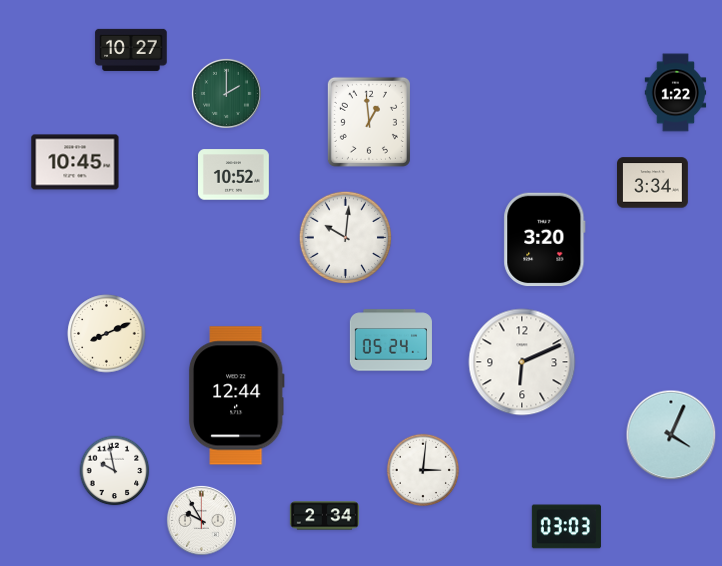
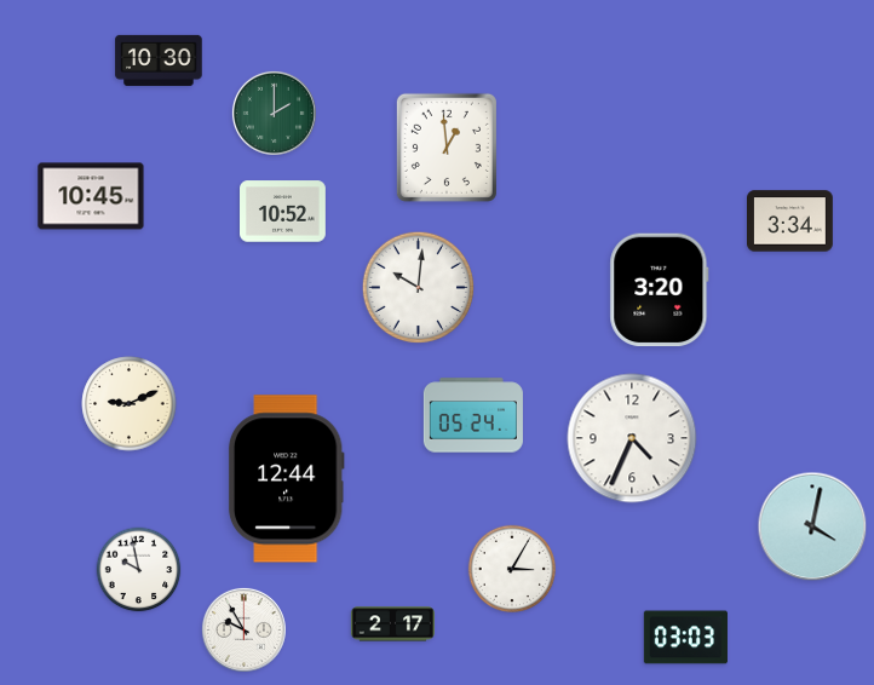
clock at (131, 50): 10:27 -> 10:30
clock at (676, 93): 1:22 -> none
clock at (107, 334): 8:11 -> 9:11
clock at (391, 340) position: (391, 340) -> (473, 415)
clock at (522, 362): 6:11 -> 4:34
clock at (671, 435): 4:04 -> 4:02
clock at (422, 469): 3:01 -> 3:05
clock at (324, 516): 2:34 -> 2:17
